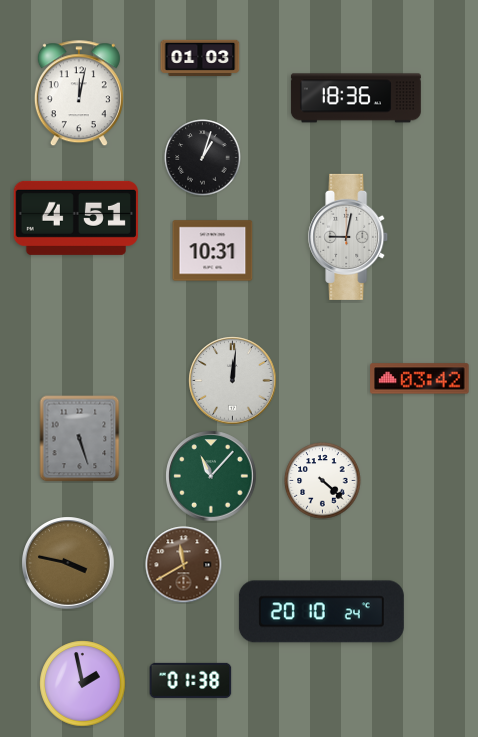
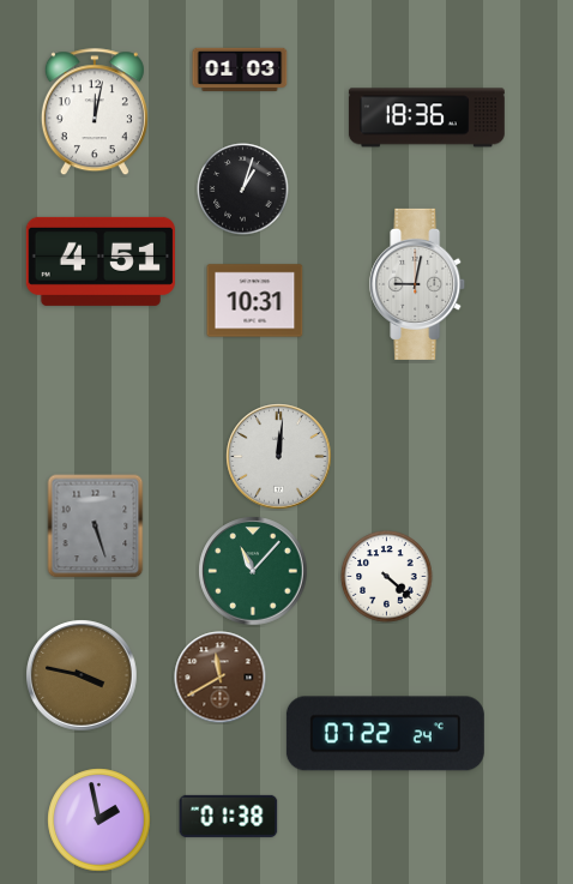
clock at (76, 218) position: (76, 218) -> (101, 261)
clock at (420, 379): 03:42 -> none
clock at (321, 612): 20:10 -> 07:22
